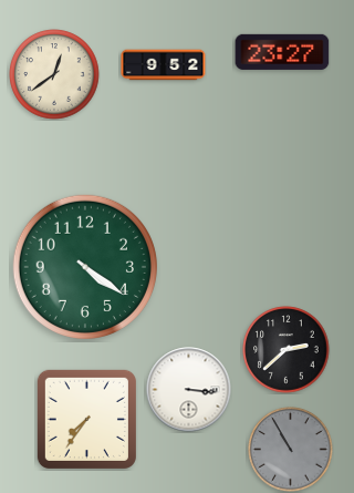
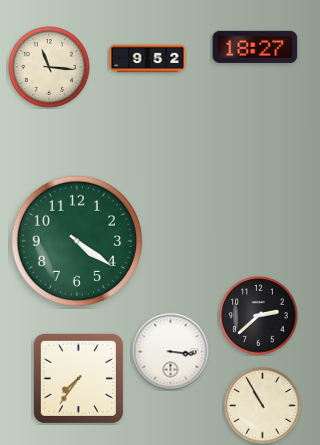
clock at (282, 52): 23:27 -> 18:27
clock at (54, 74): 12:39 -> 11:16
clock at (291, 450) dial: grey -> cream
